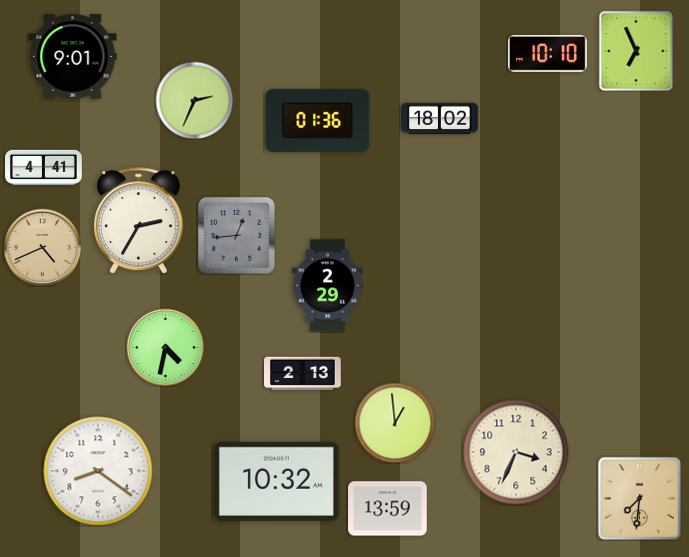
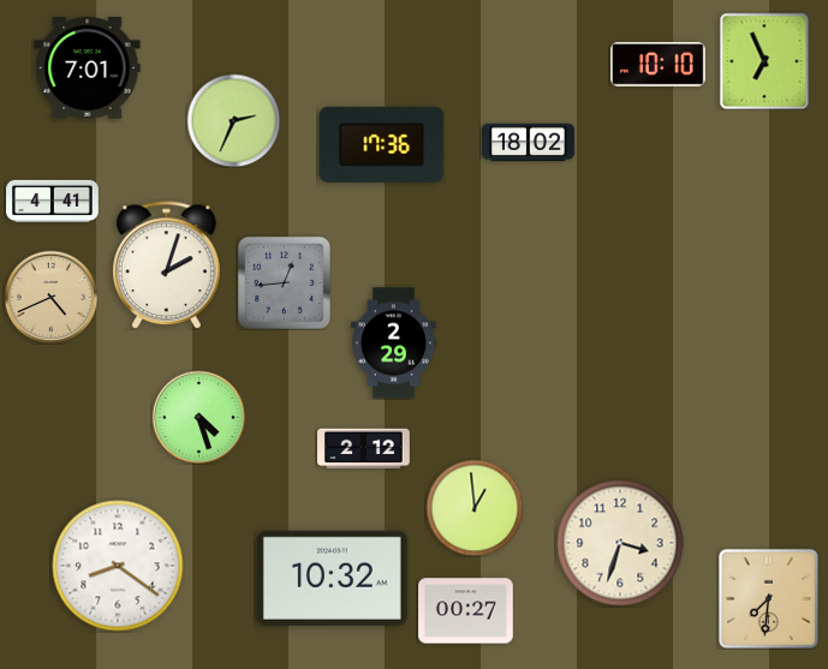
clock at (73, 56): 9:01 -> 7:01
clock at (318, 120): 01:36 -> 17:36
clock at (139, 221): 2:35 -> 2:03
clock at (165, 347): 4:32 -> 4:27
clock at (303, 374): 2:13 -> 2:12
clock at (516, 452): 3:34 -> 3:33
clock at (388, 509): 13:59 -> 00:27
